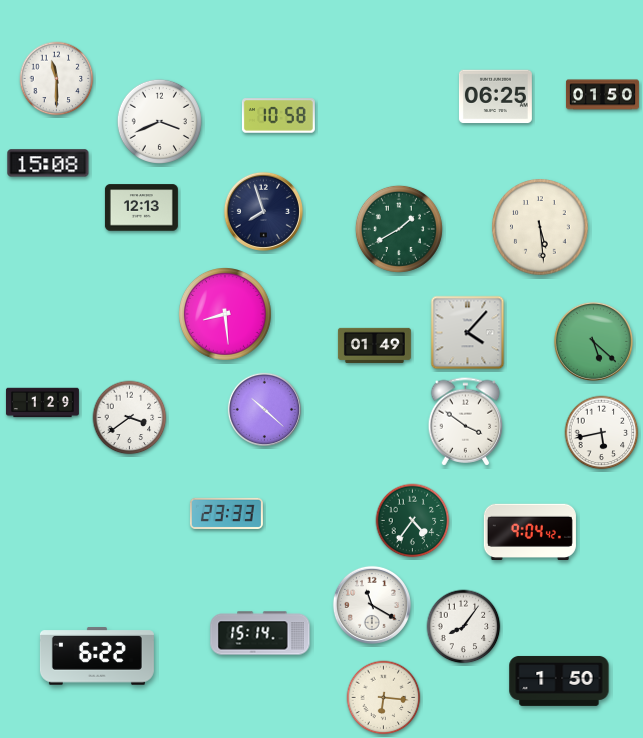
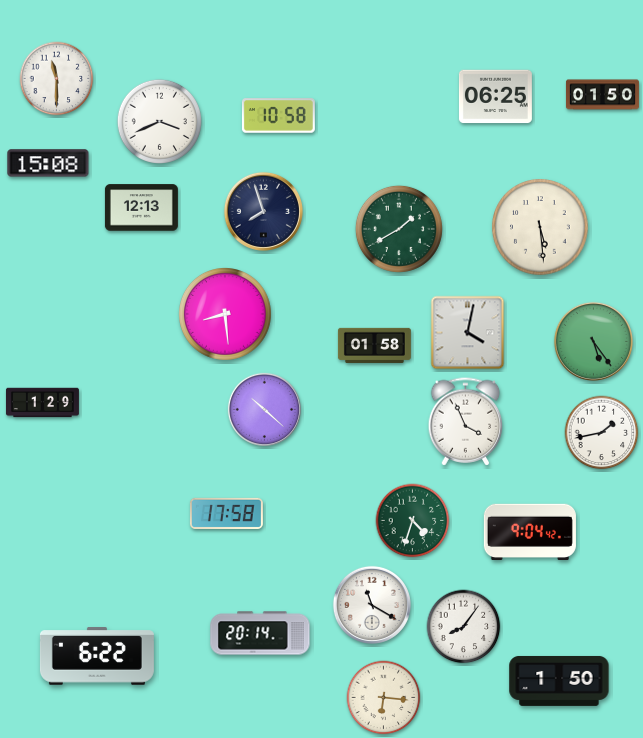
clock at (468, 333): 4:07 -> 4:02
clock at (593, 341): 5:22 -> 5:24
clock at (374, 345): 01:49 -> 01:58
clock at (130, 418): 3:39 -> none
clock at (466, 422): 3:51 -> 3:56
clock at (602, 433): 5:43 -> 1:43
clock at (226, 513): 23:33 -> 17:58
clock at (413, 521): 4:36 -> 4:33
clock at (260, 633): 15:14 -> 20:14
